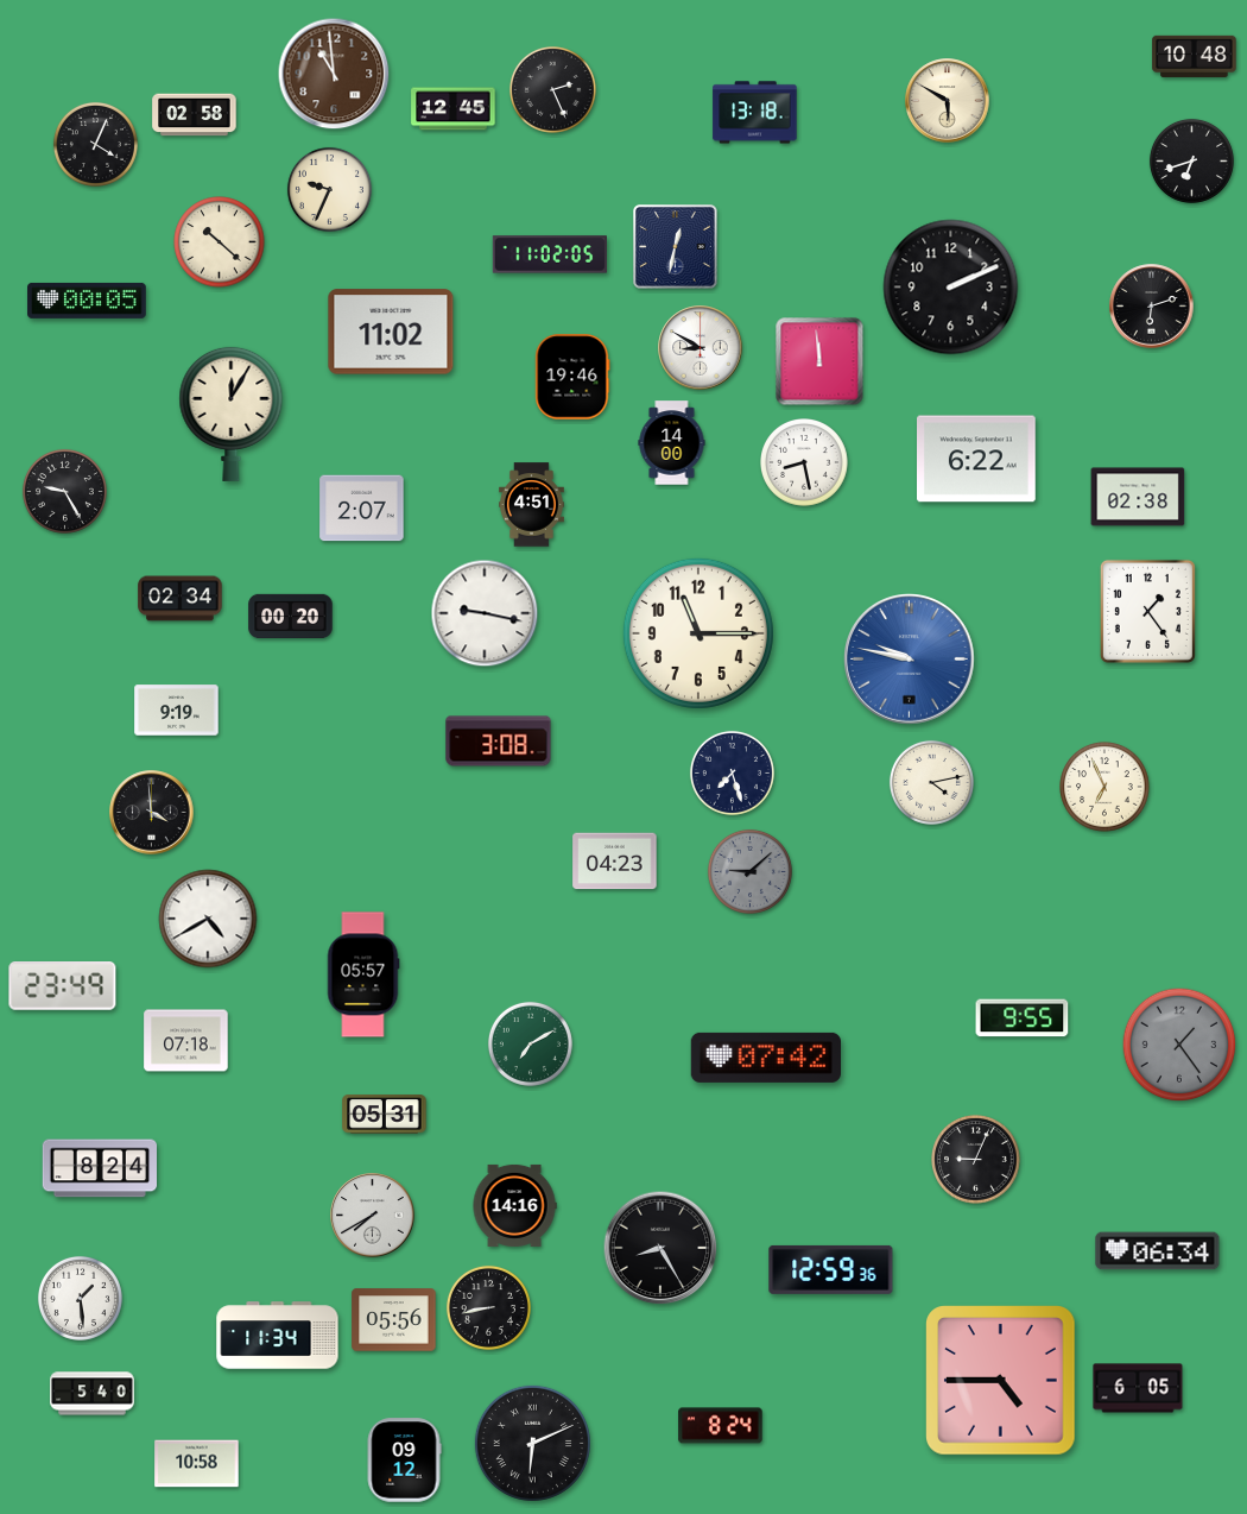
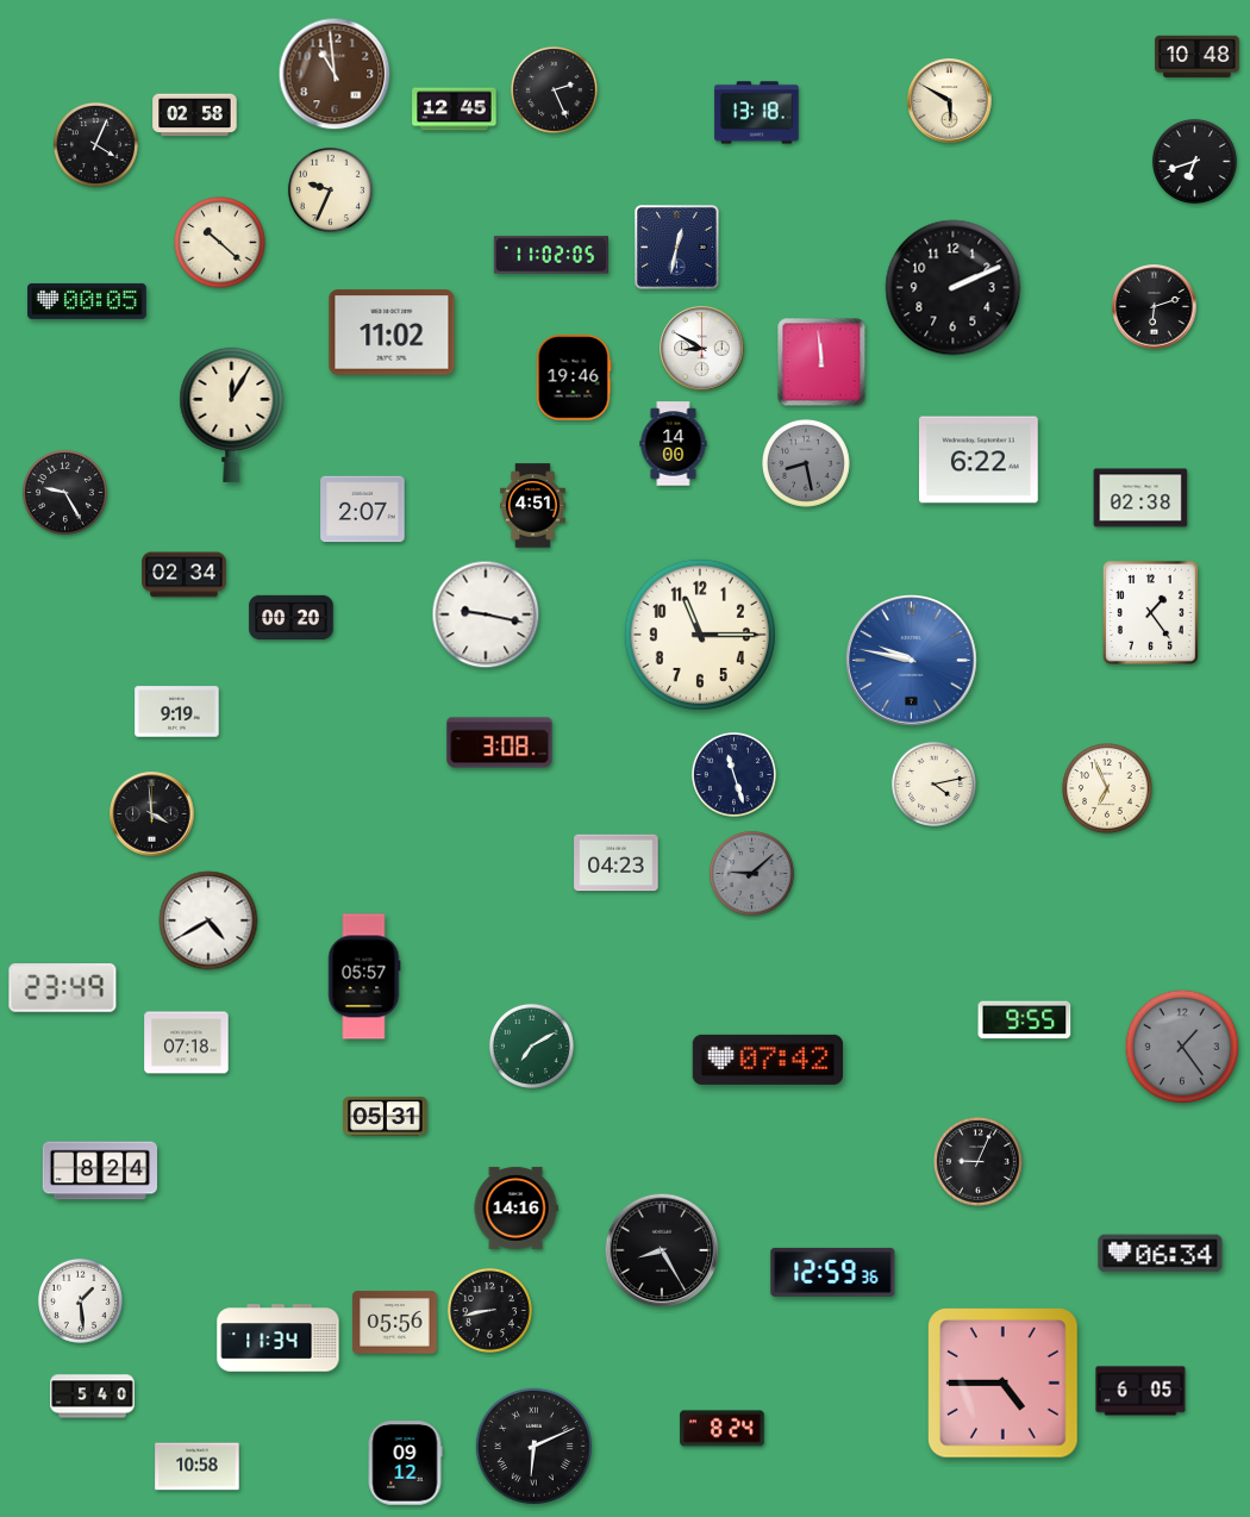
clock at (805, 463) dial: white -> grey
clock at (181, 599) position: (181, 599) -> (185, 575)
clock at (732, 772): 7:27 -> 11:27
clock at (373, 1216): 7:40 -> none
